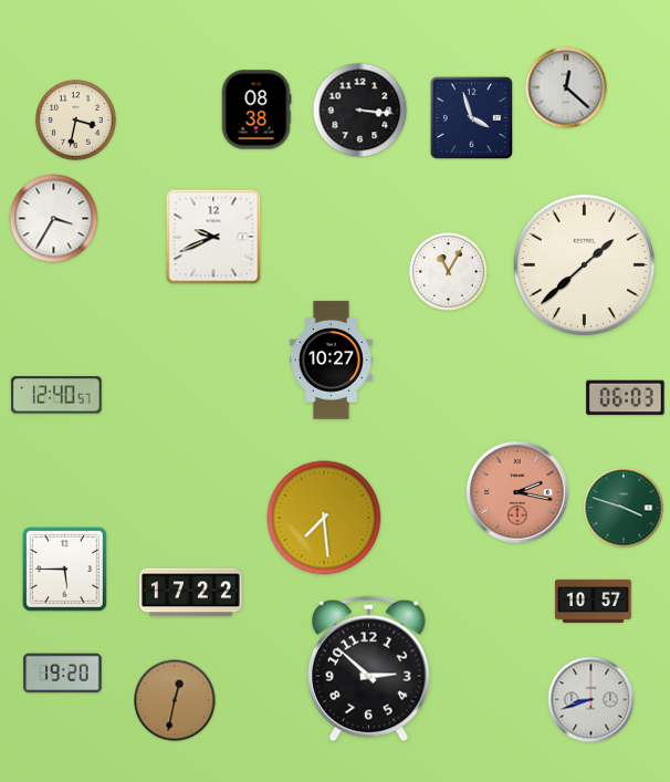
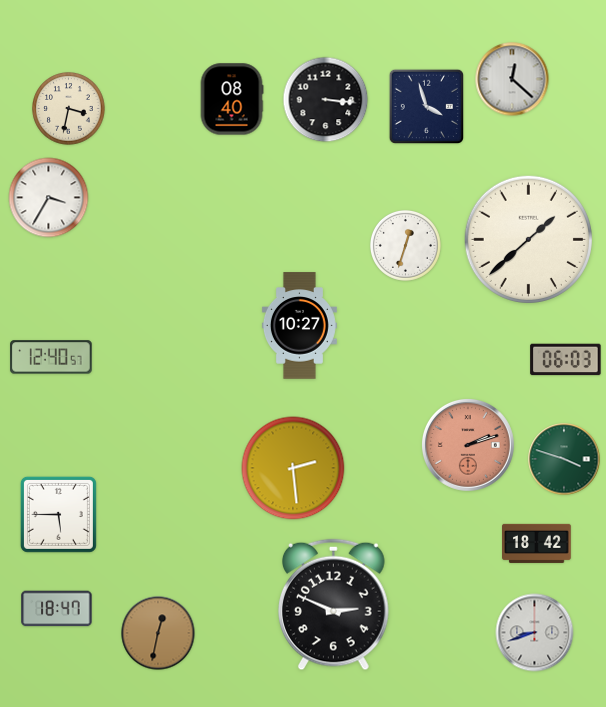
clock at (257, 110): 08:38 -> 08:40
clock at (213, 237): 9:41 -> none
clock at (448, 271): 11:05 -> 12:33
clock at (517, 492): 2:17 -> 2:12
clock at (324, 518): 7:29 -> 2:29
clock at (190, 593): 17:22 -> none
clock at (594, 601): 10:57 -> 18:42
clock at (369, 669): 2:52 -> 2:49
clock at (63, 674): 19:20 -> 18:47
